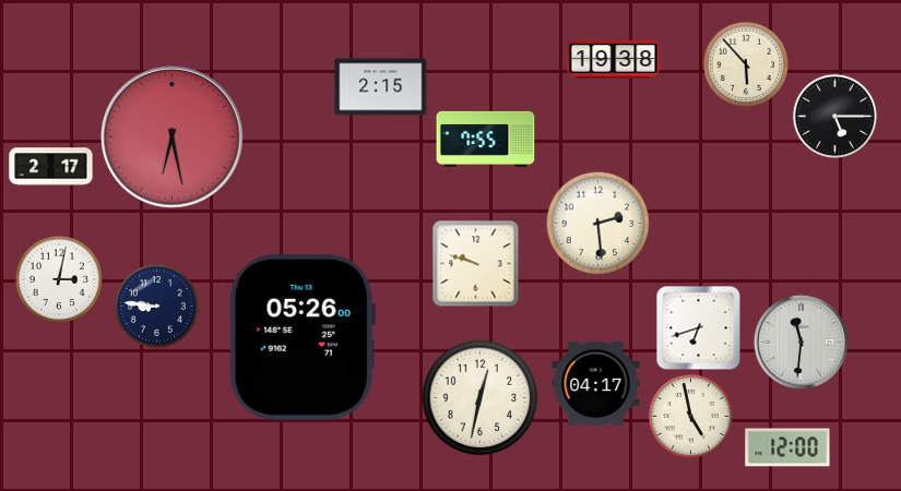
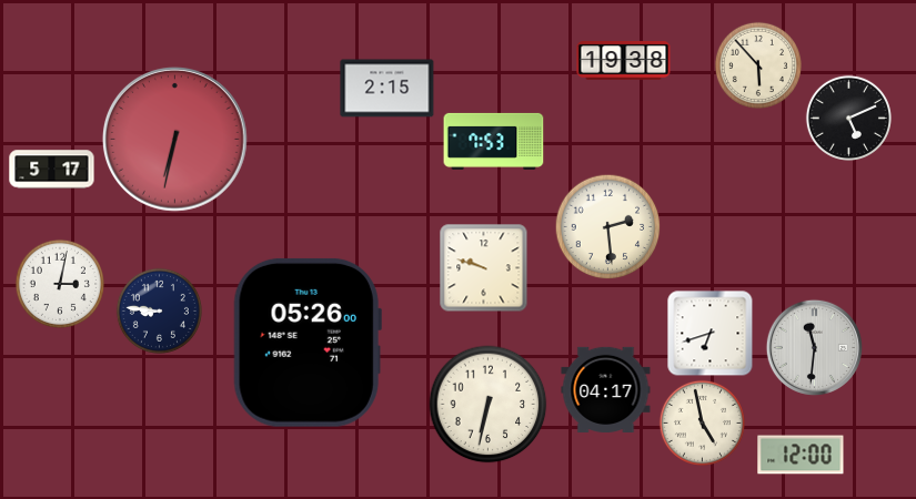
clock at (834, 116): 5:15 -> 5:11
clock at (171, 136): 6:28 -> 6:32
clock at (486, 139): 7:55 -> 7:53
clock at (51, 167): 2:17 -> 5:17
clock at (481, 398): 12:32 -> 6:32
